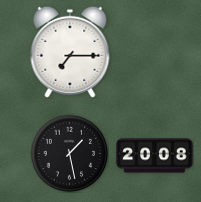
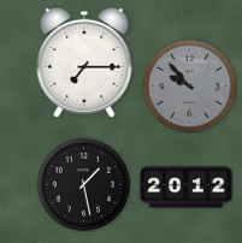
clock at (189, 85): none -> 9:53
clock at (155, 156): 20:08 -> 20:12
